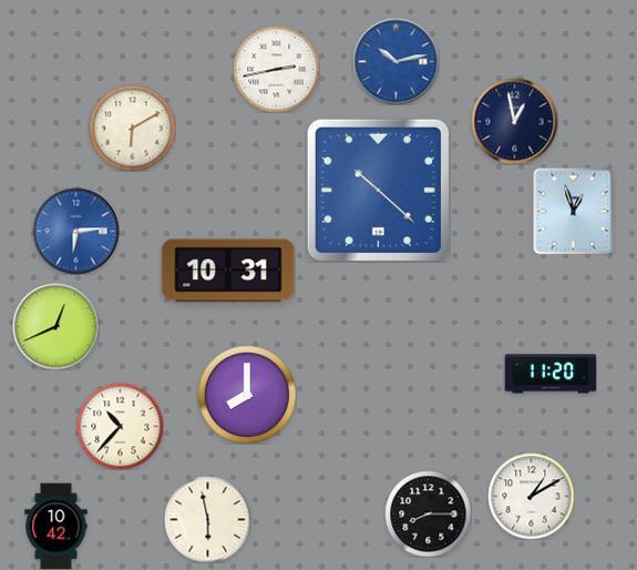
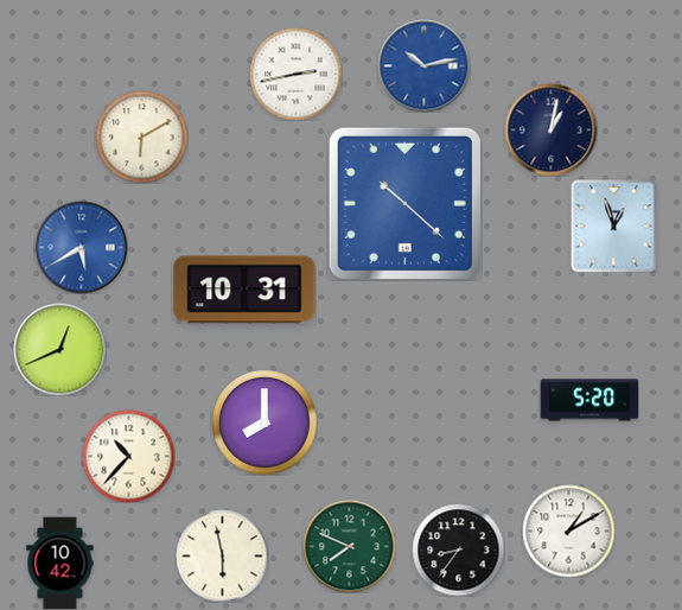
clock at (514, 121): 12:58 -> 1:02
clock at (75, 231): 6:14 -> 5:40
clock at (551, 374): 11:20 -> 5:20
clock at (349, 546): none -> 7:49
clock at (428, 513): 8:15 -> 8:36
